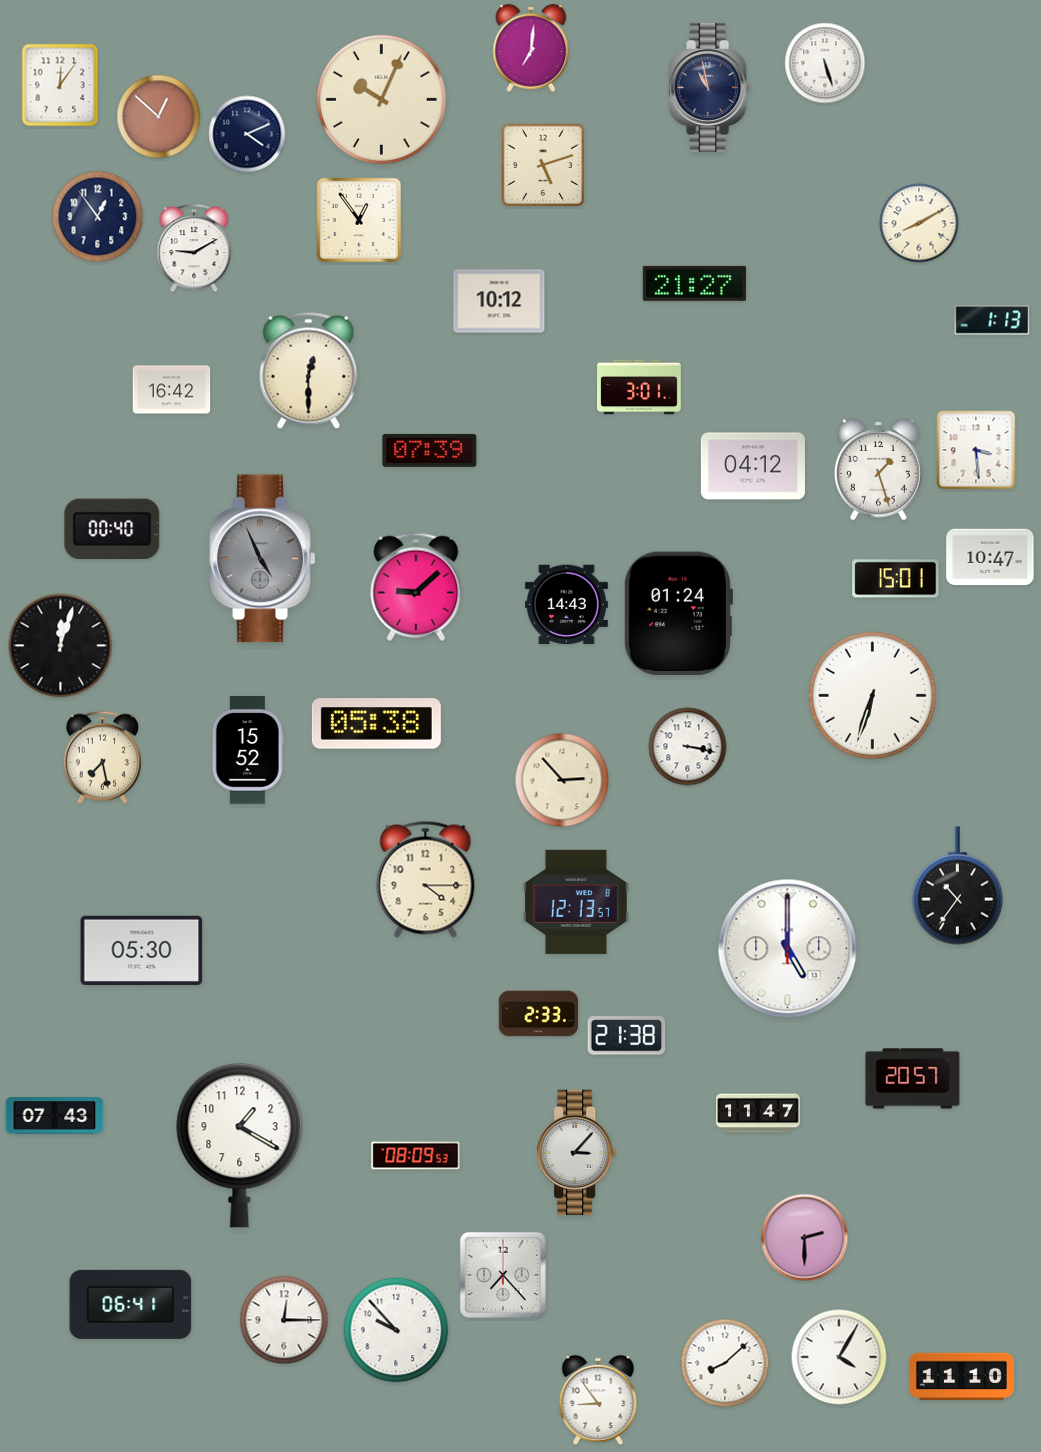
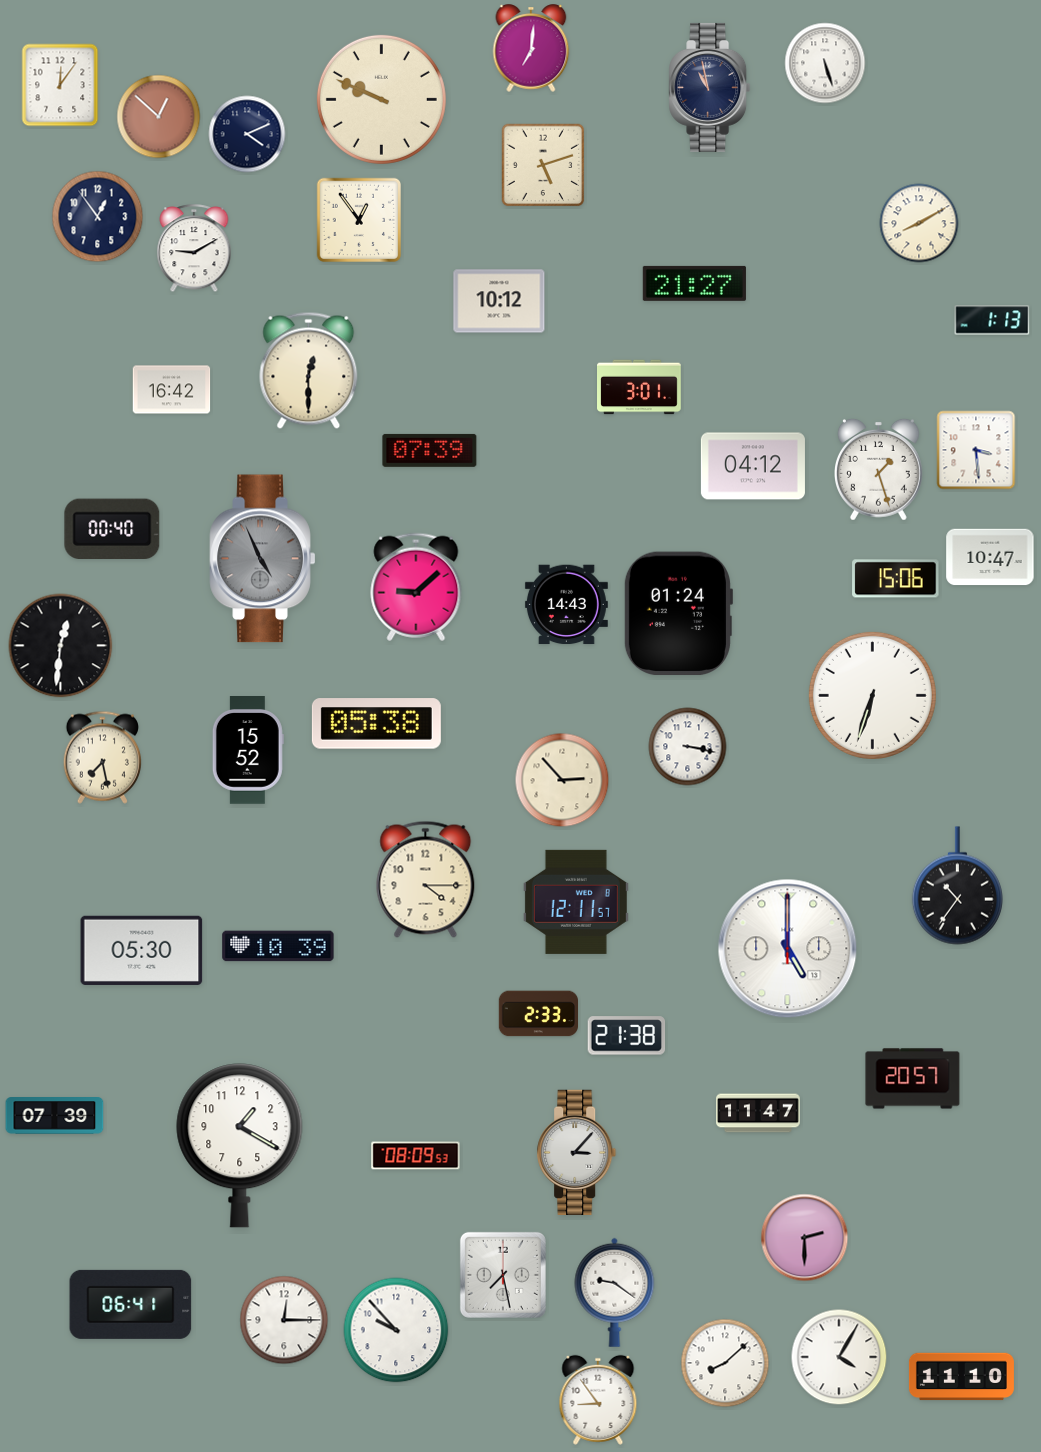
clock at (381, 99): 10:04 -> 9:49
clock at (896, 579): 15:01 -> 15:06
clock at (61, 646): 12:03 -> 12:31
clock at (576, 902): 12:13 -> 12:11
clock at (278, 946): none -> 10:39
clock at (55, 1116): 07:43 -> 07:39
clock at (503, 1275): 7:23 -> 7:28
clock at (615, 1292): none -> 9:21
